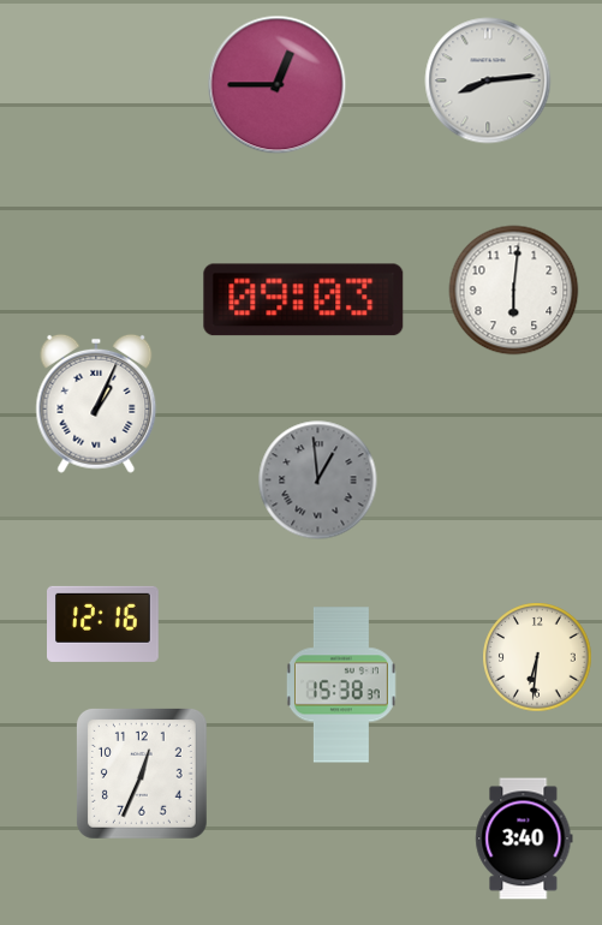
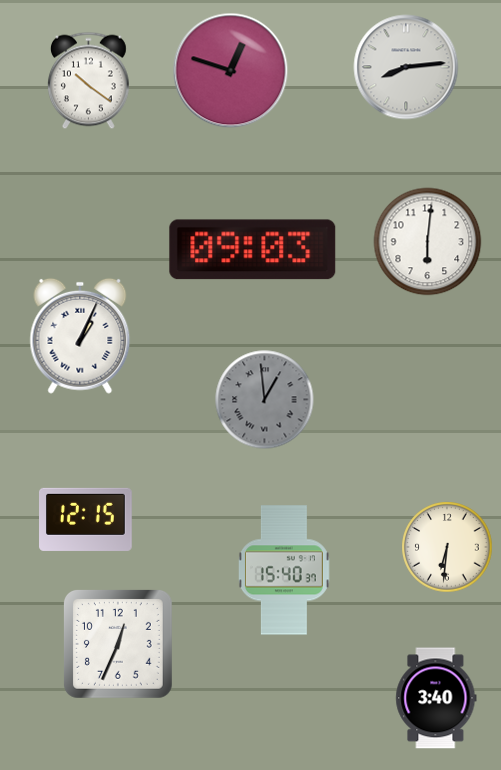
clock at (278, 85): 12:45 -> 12:48
clock at (89, 81): none -> 10:21
clock at (103, 623): 12:16 -> 12:15
clock at (341, 685): 15:38 -> 15:40
